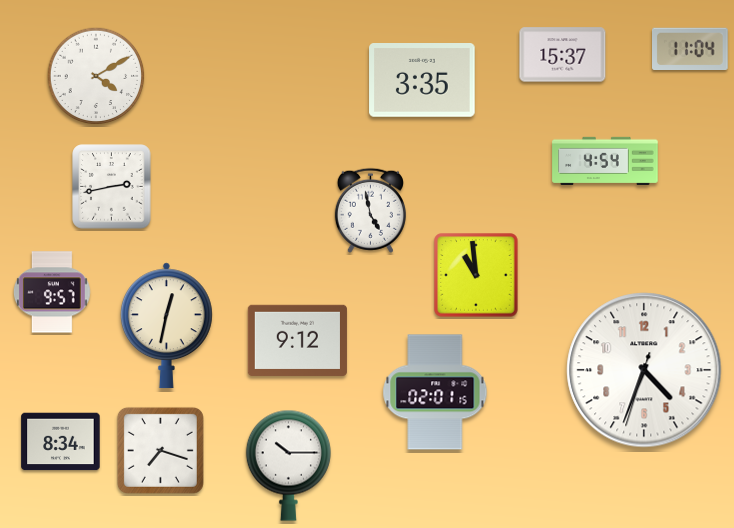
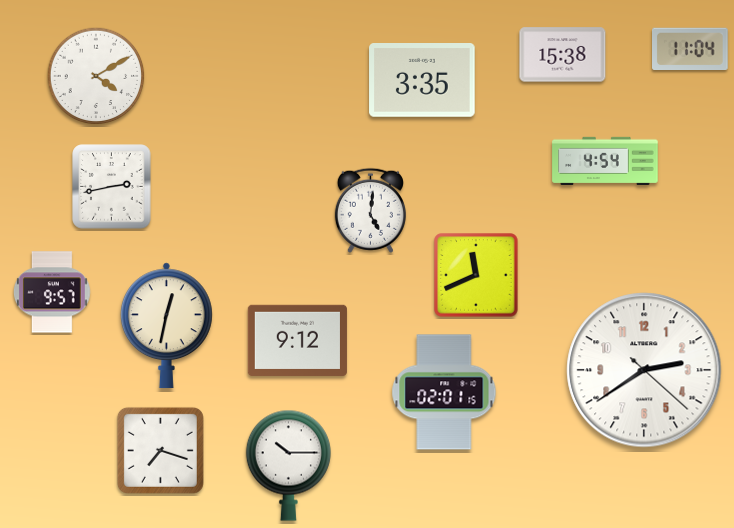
clock at (563, 55): 15:37 -> 15:38
clock at (370, 210): 4:58 -> 5:01
clock at (476, 275): 10:59 -> 11:41
clock at (644, 370): 4:33 -> 2:39
clock at (435, 392) position: (435, 392) -> (444, 392)
clock at (61, 442): 8:34 -> none
